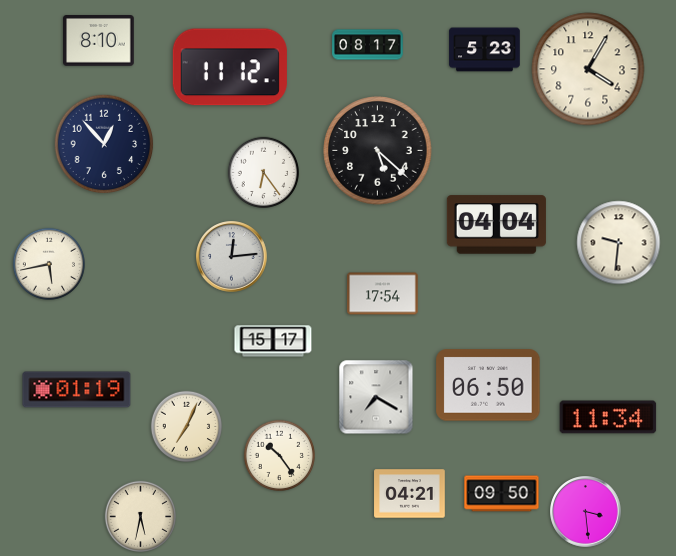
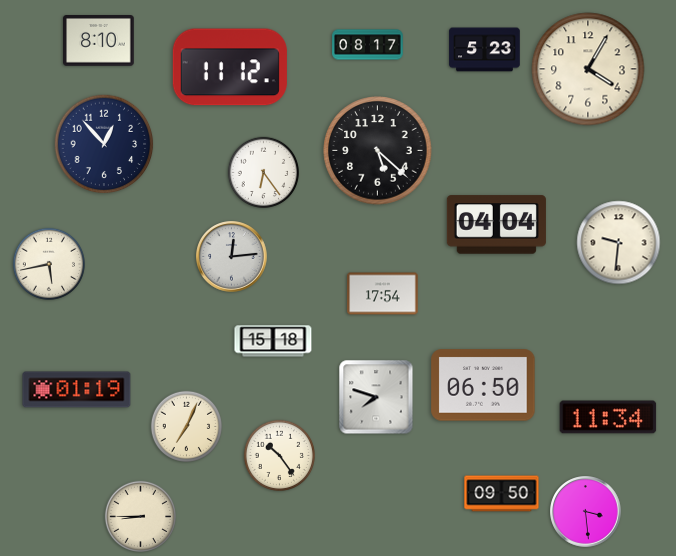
clock at (273, 341): 15:17 -> 15:18
clock at (488, 385) position: (488, 385) -> (483, 385)
clock at (376, 397): 7:20 -> 7:48
clock at (410, 494): 04:21 -> none
clock at (141, 517): 5:32 -> 8:45
